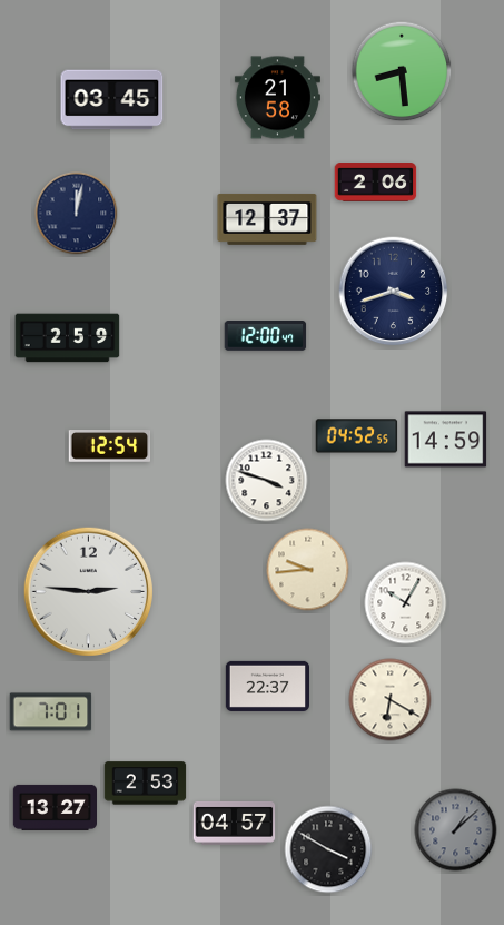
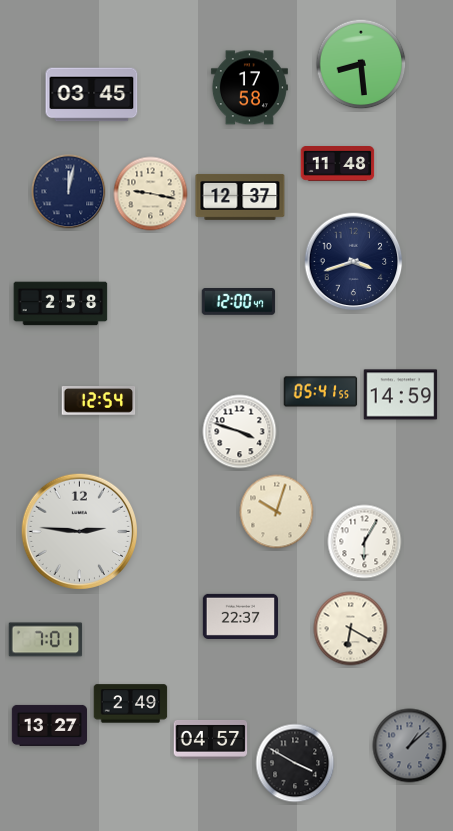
clock at (277, 98): 21:58 -> 17:58
clock at (112, 100) position: (112, 100) -> (92, 95)
clock at (376, 183): 2:06 -> 11:48
clock at (151, 194): none -> 9:17
clock at (68, 338): 2:59 -> 2:58
clock at (357, 436): 04:52 -> 05:41
clock at (308, 570): 9:44 -> 10:03
clock at (406, 603): 10:05 -> 6:05
clock at (146, 784): 2:53 -> 2:49
